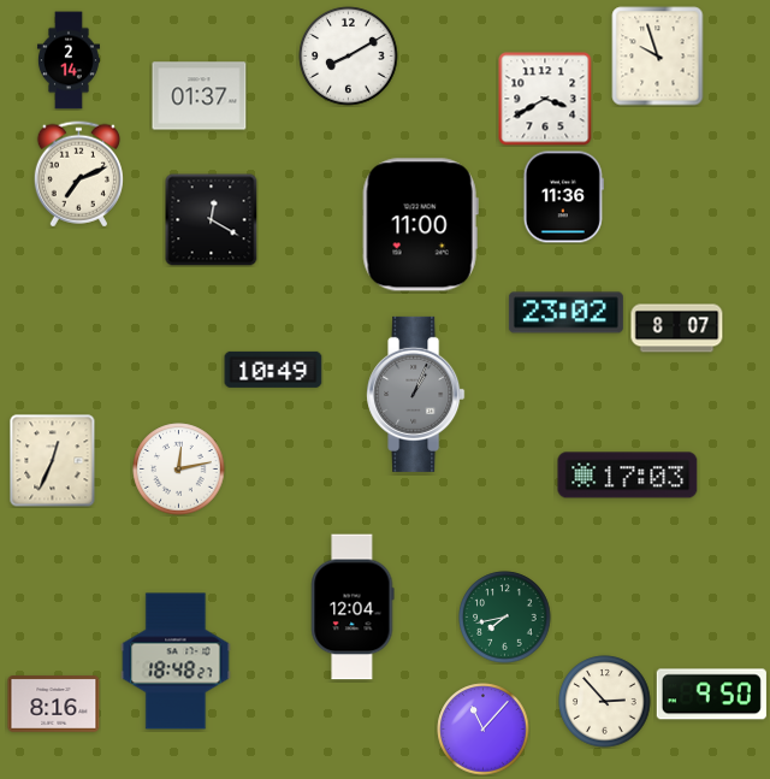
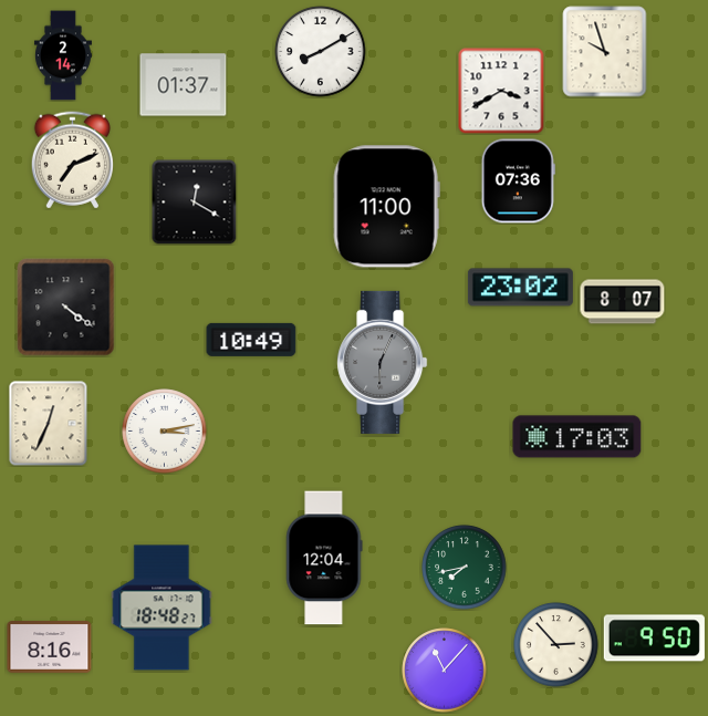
clock at (200, 96) position: (200, 96) -> (184, 85)
clock at (563, 197): 11:36 -> 07:36
clock at (66, 308): none -> 4:21
clock at (416, 394): 1:04 -> 6:04
clock at (179, 470): 12:13 -> 3:13
